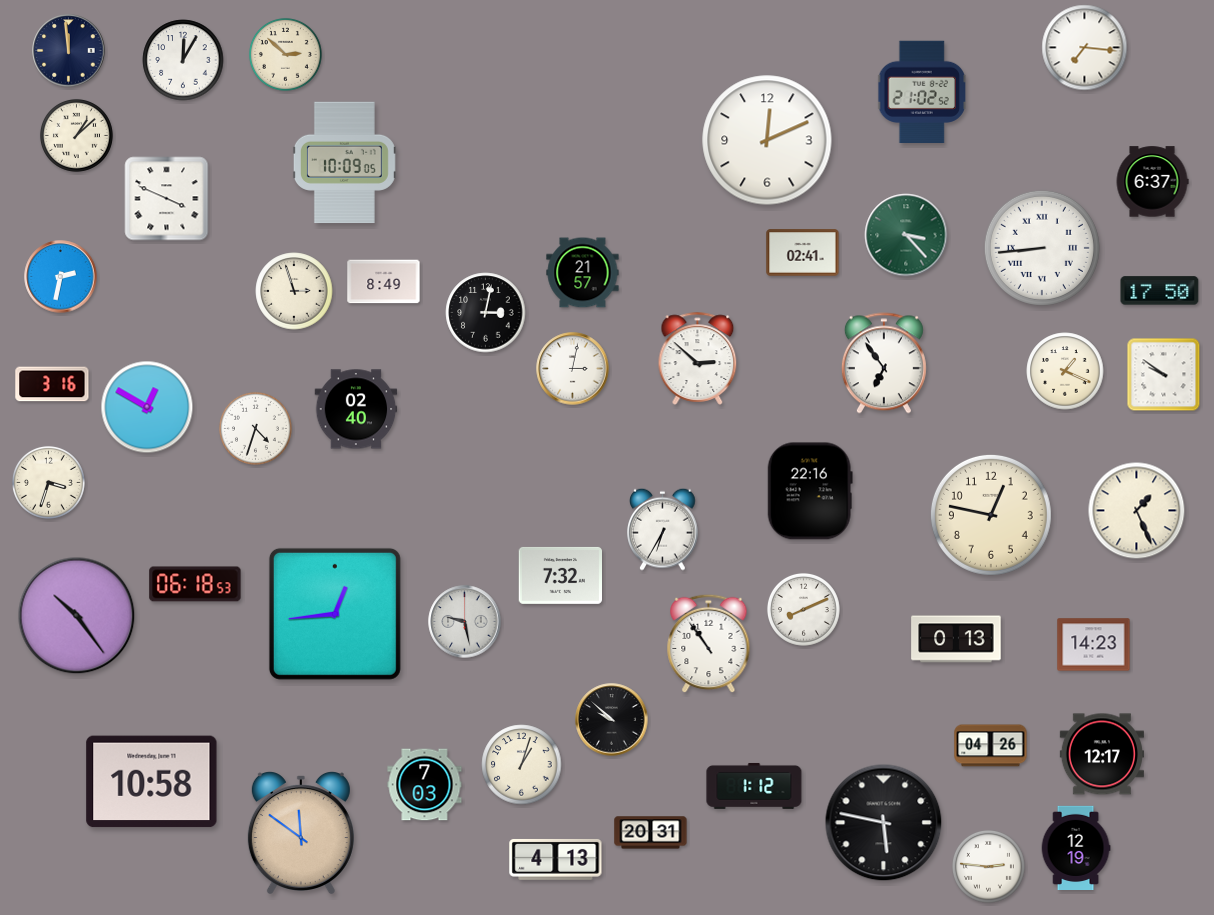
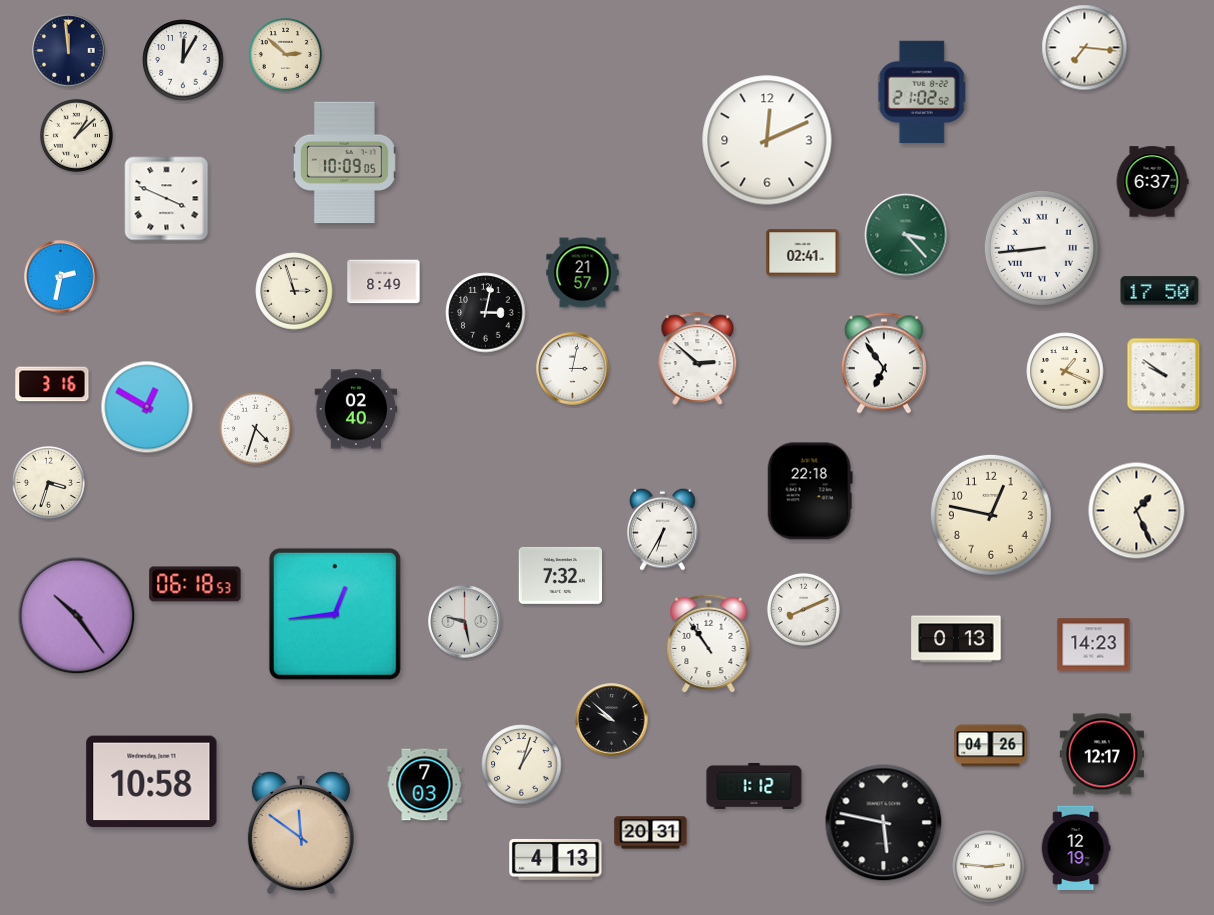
clock at (810, 491): 22:16 -> 22:18
